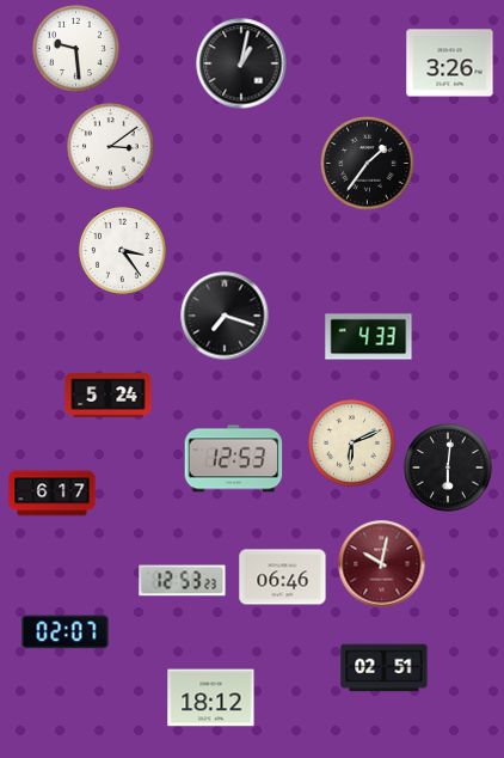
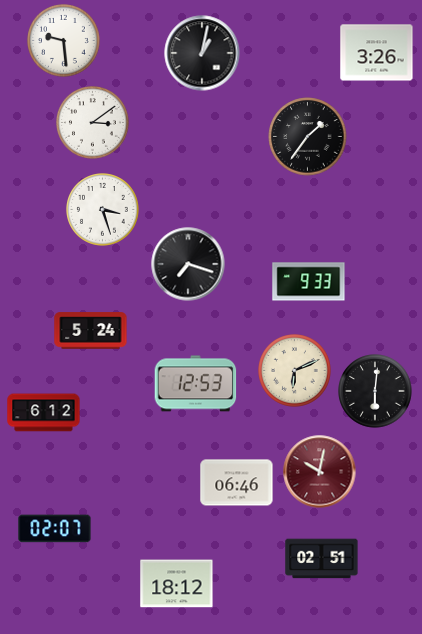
clock at (123, 251): 3:24 -> 3:27
clock at (369, 337): 4:33 -> 9:33
clock at (53, 494): 6:17 -> 6:12
clock at (183, 581): 12:53 -> none
